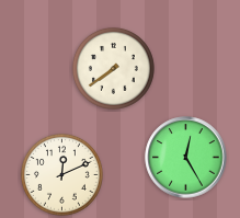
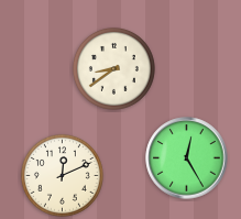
clock at (113, 68): 7:39 -> 8:39
